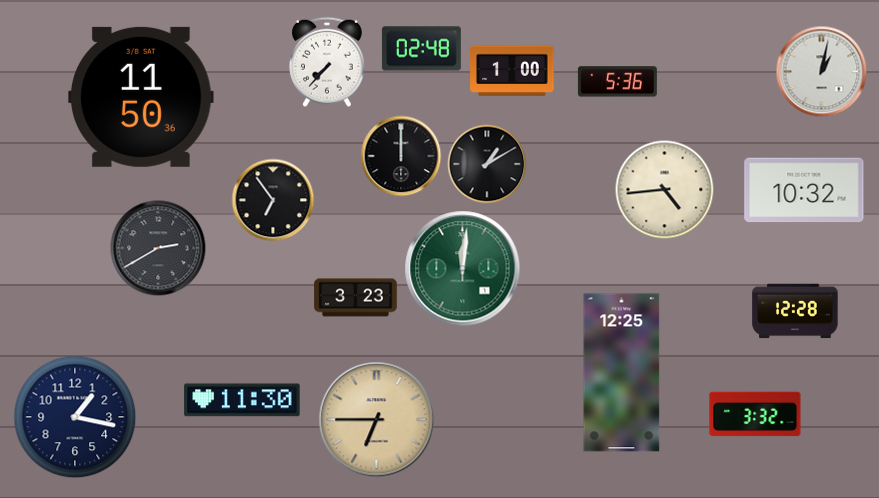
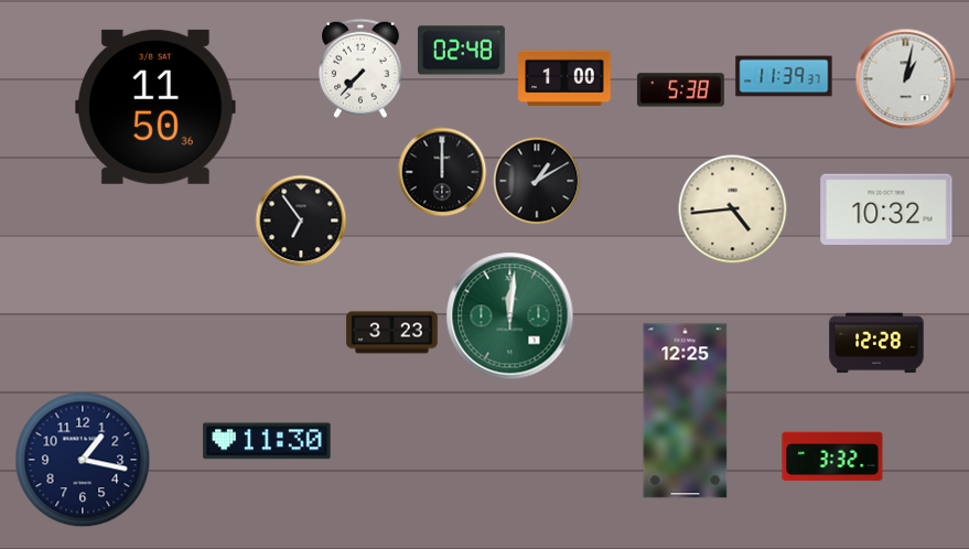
clock at (421, 49) position: (421, 49) -> (461, 51)
clock at (784, 76): none -> 11:39
clock at (617, 82): 5:36 -> 5:38
clock at (158, 248): 2:40 -> none
clock at (463, 269) position: (463, 269) -> (510, 316)
clock at (356, 298) position: (356, 298) -> (392, 333)
clock at (377, 420): 6:45 -> none
